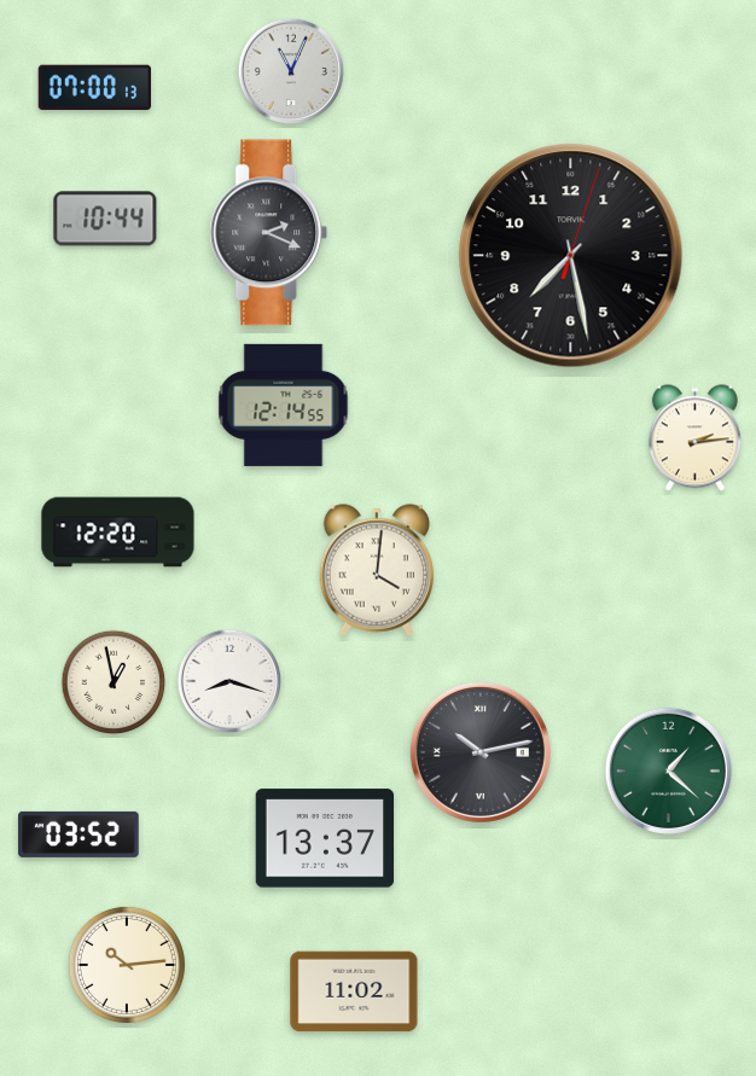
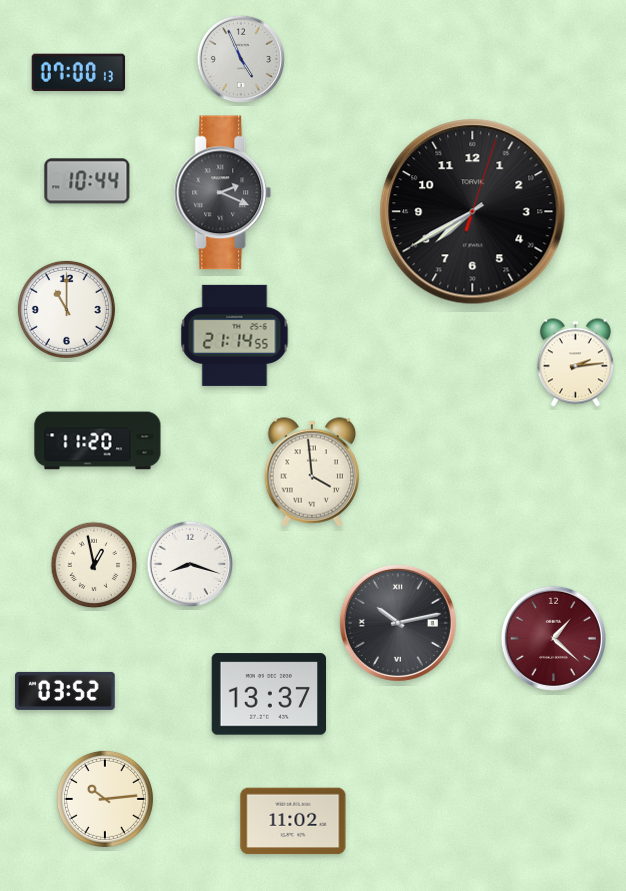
clock at (291, 71): 11:04 -> 4:56
clock at (571, 256): 7:28 -> 7:40
clock at (66, 309): none -> 11:00
clock at (284, 405): 12:14 -> 21:14
clock at (118, 533): 12:20 -> 11:20
clock at (377, 570): 4:01 -> 3:59
clock at (668, 770) dial: green -> burgundy
